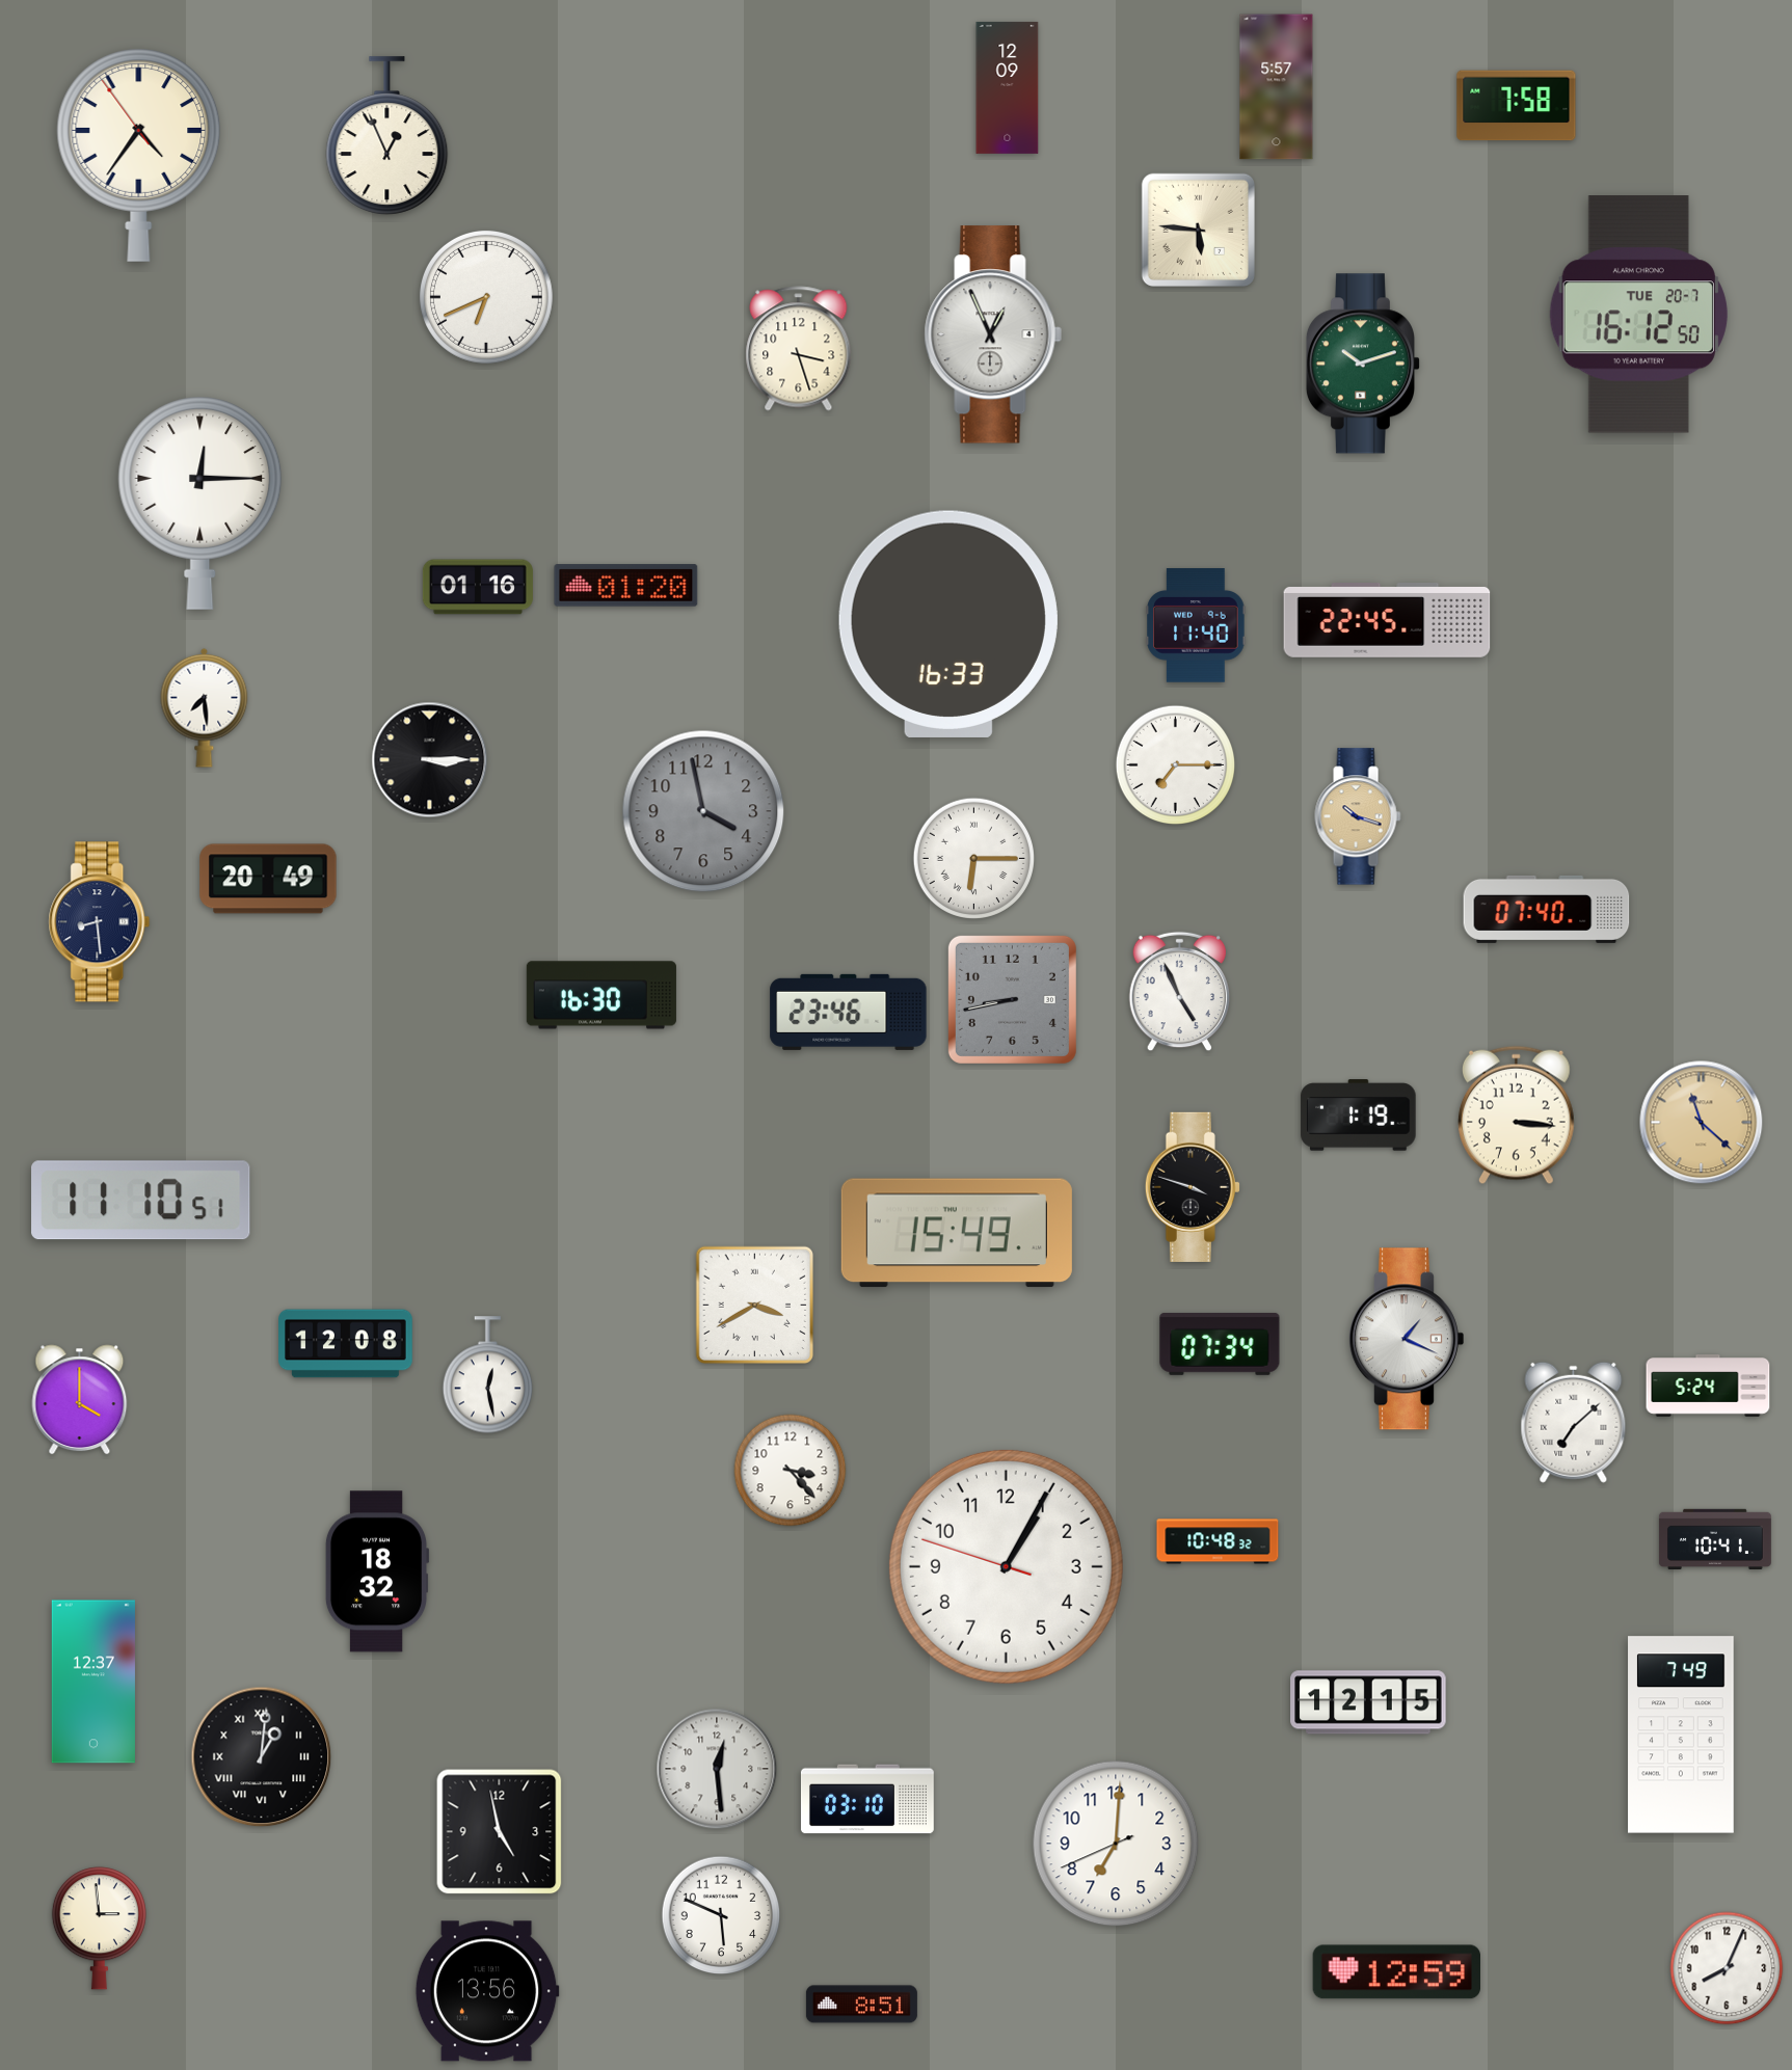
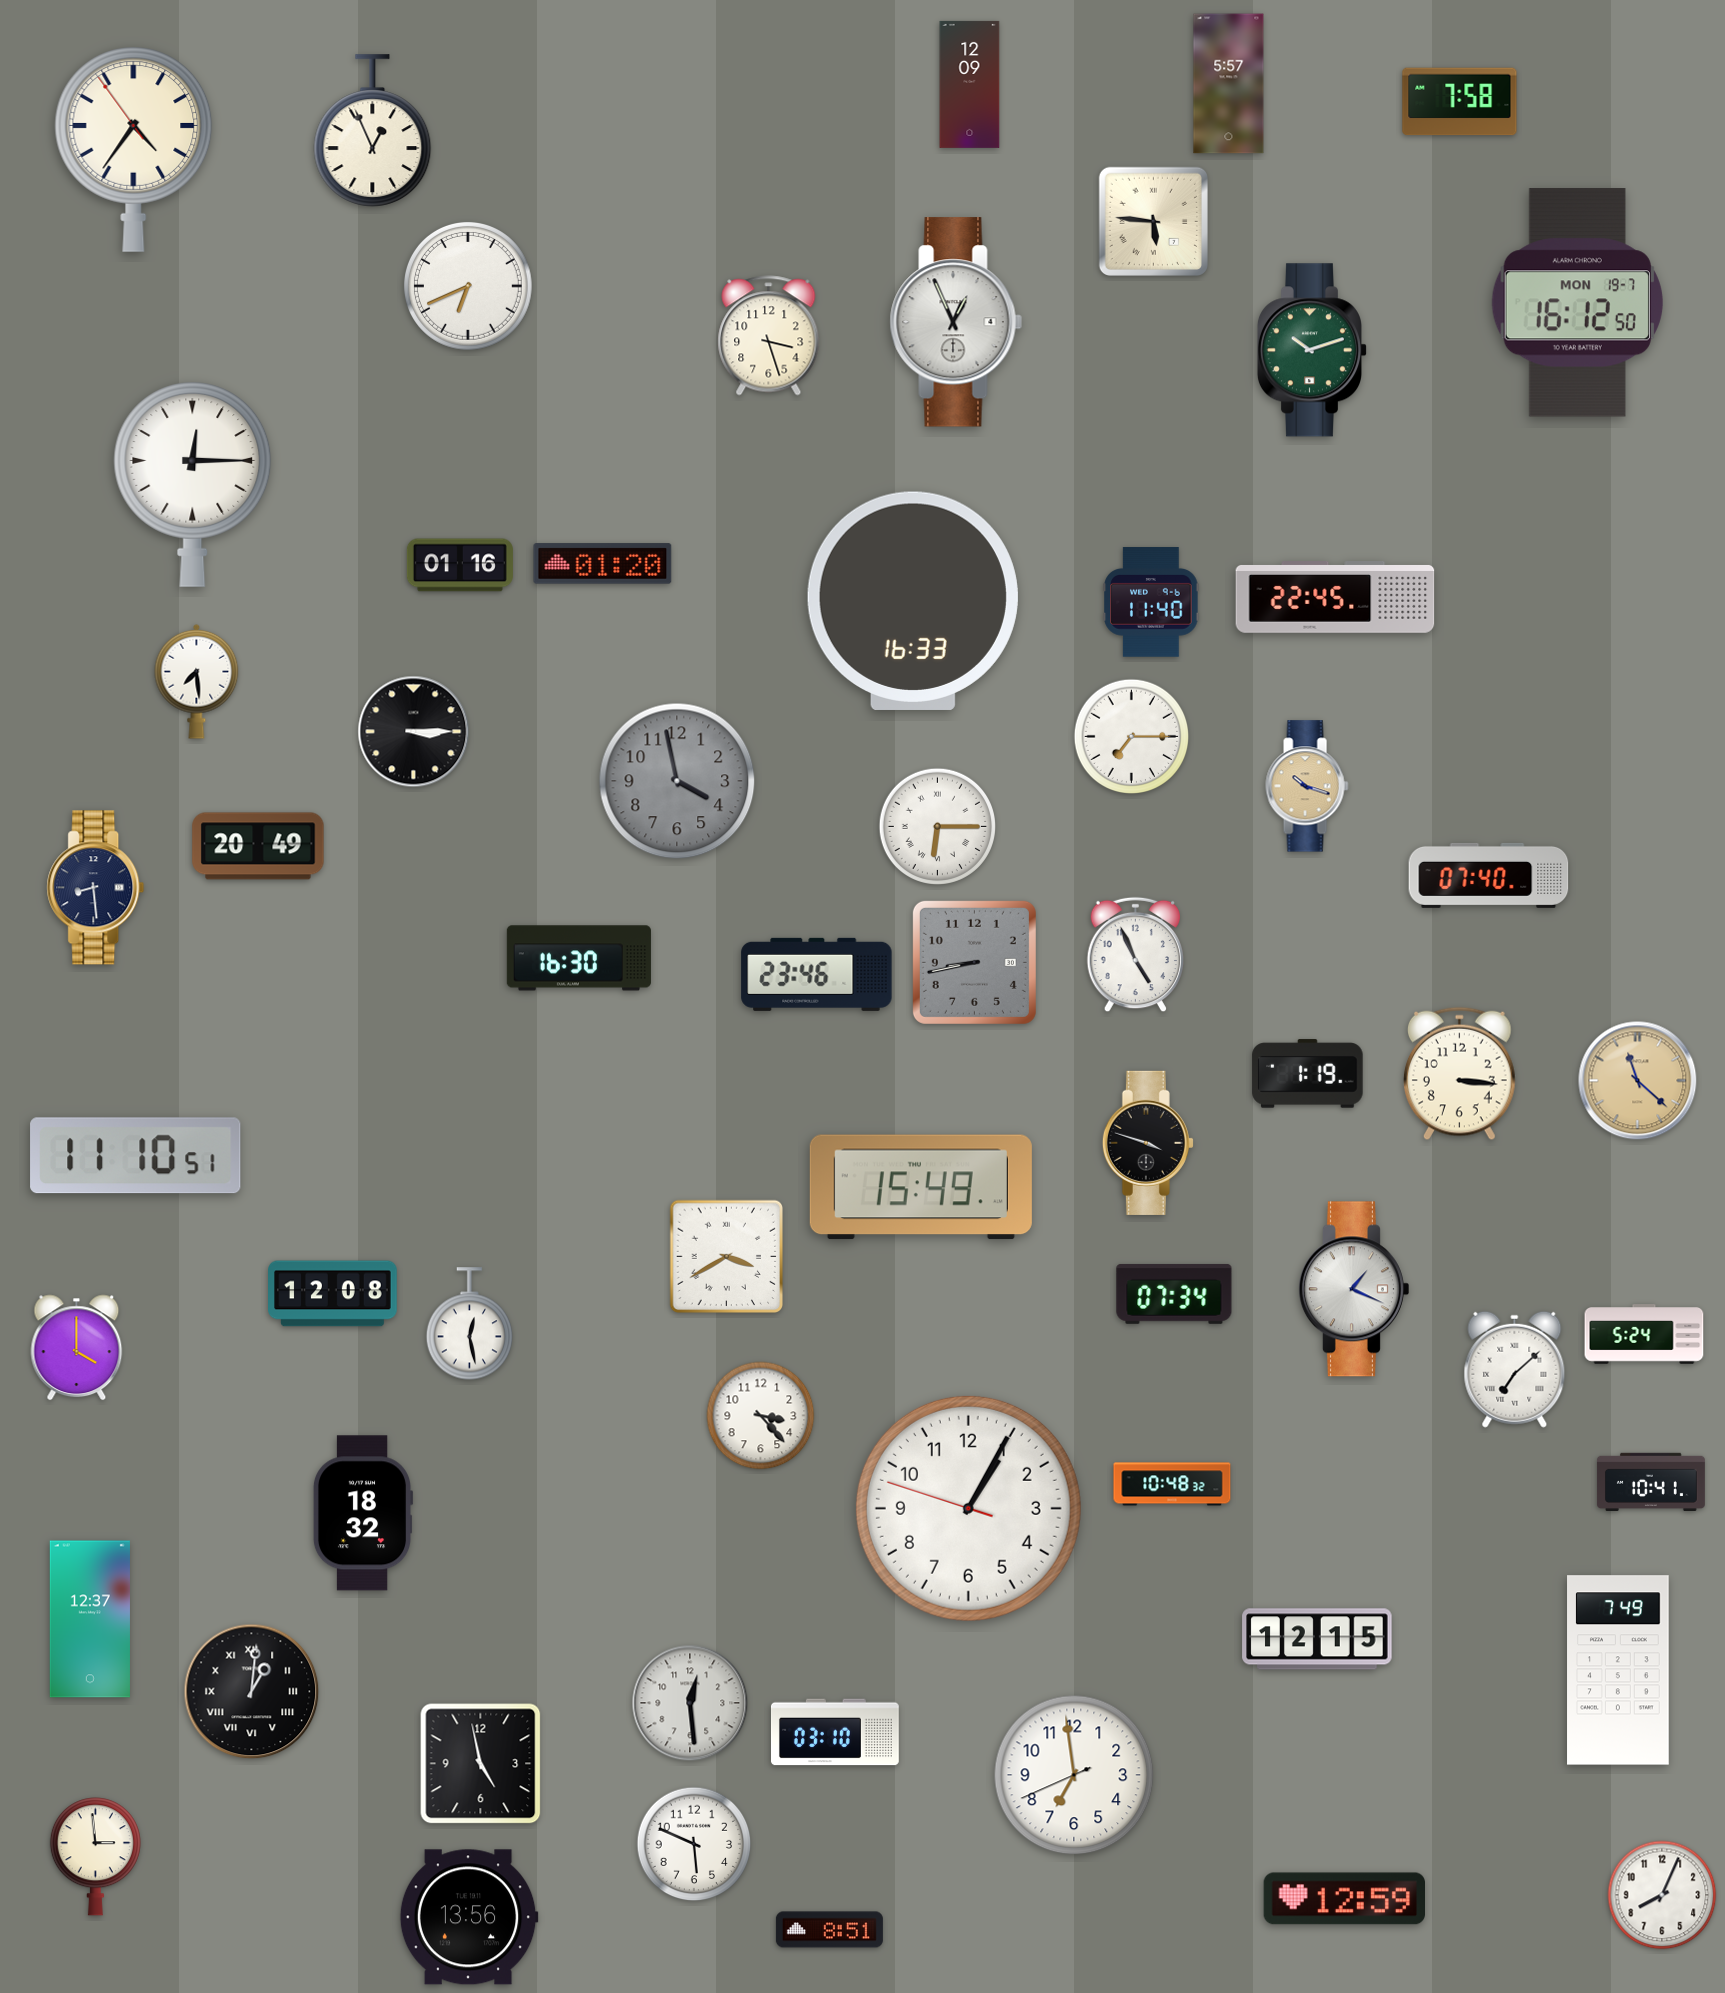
clock at (1638, 315) date: TUE 20-7 -> MON 19-7
clock at (1116, 1844): 7:00 -> 6:58
